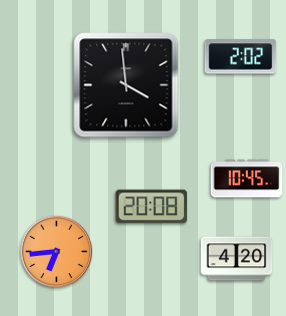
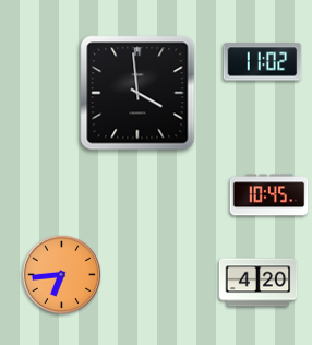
clock at (241, 57): 2:02 -> 11:02
clock at (152, 207): 20:08 -> none
